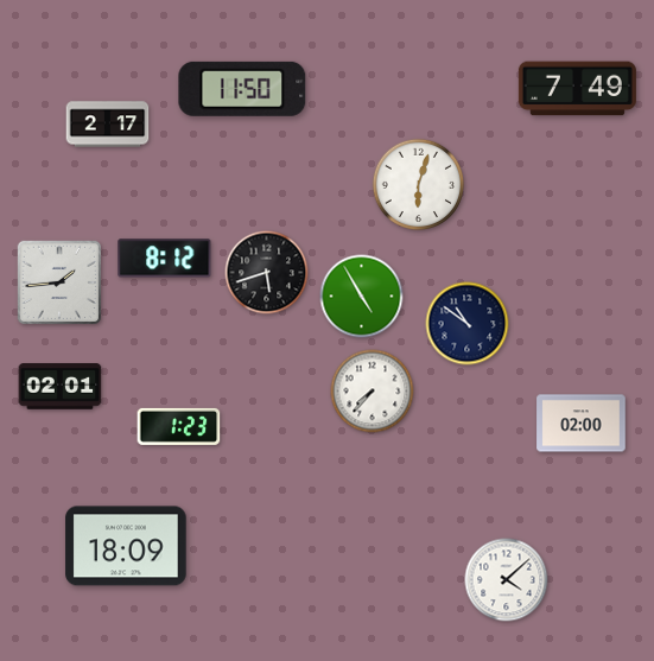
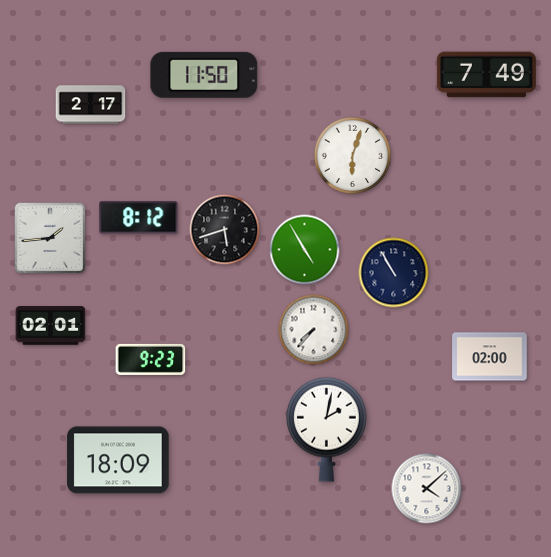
clock at (468, 324): 10:51 -> 10:55
clock at (179, 426): 1:23 -> 9:23
clock at (327, 429): none -> 2:02
clock at (126, 546) position: (126, 546) -> (118, 460)
